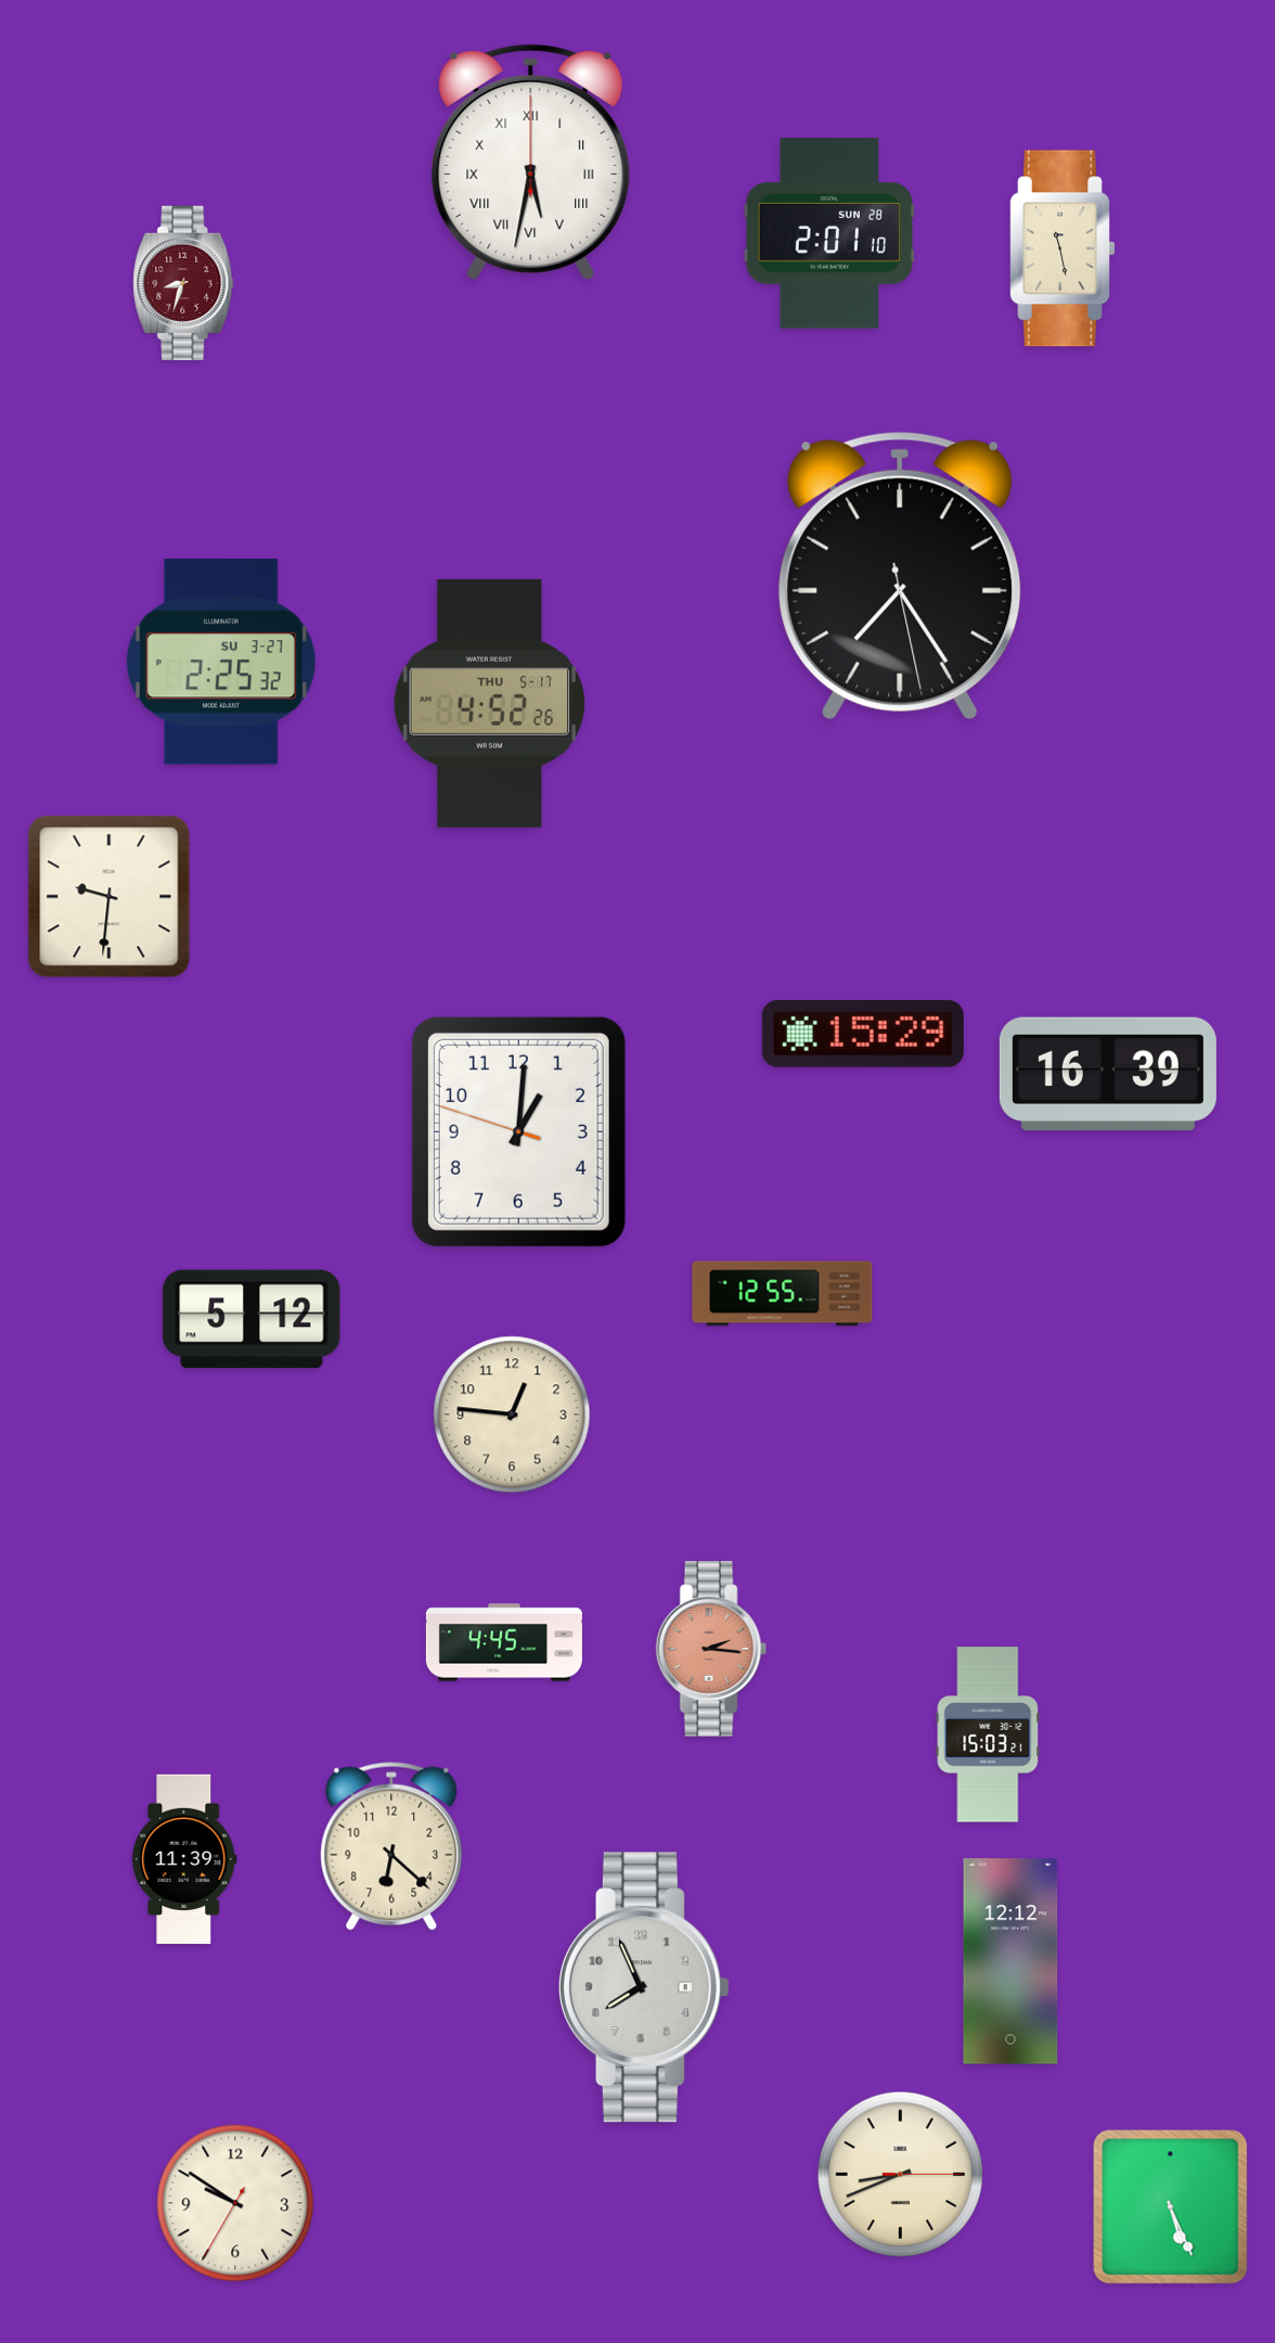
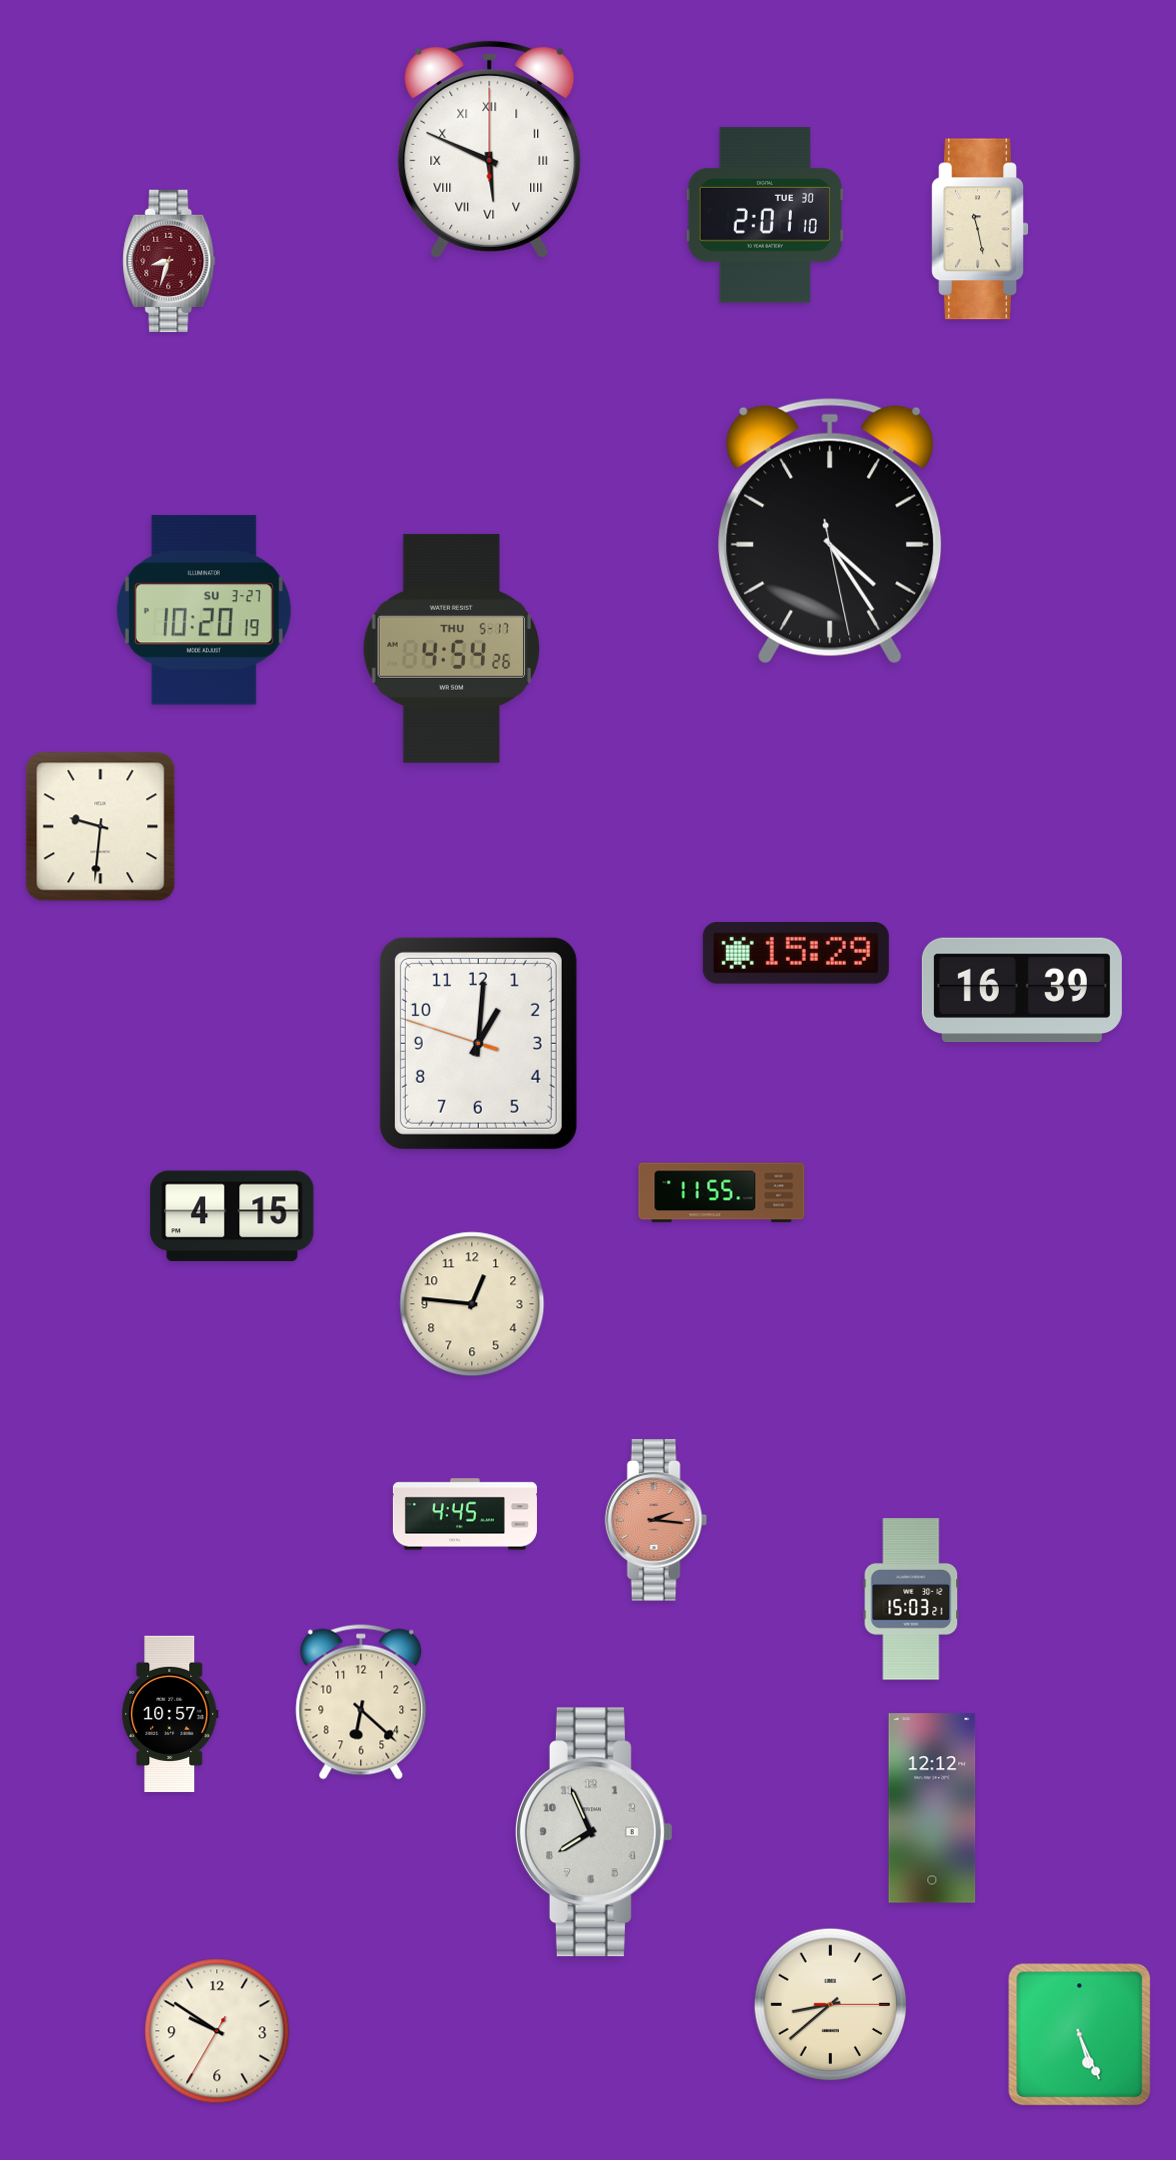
clock at (531, 162): 5:32 -> 5:49
clock at (829, 233) date: SUN 28 -> TUE 30
clock at (900, 576): 7:24 -> 4:24
clock at (221, 662): 2:25 -> 10:20
clock at (490, 703): 4:52 -> 4:54
clock at (783, 1294): 12:55 -> 11:55
clock at (252, 1319): 5:12 -> 4:15
clock at (184, 1859): 11:39 -> 10:57
clock at (901, 2175): 8:41 -> 8:38
